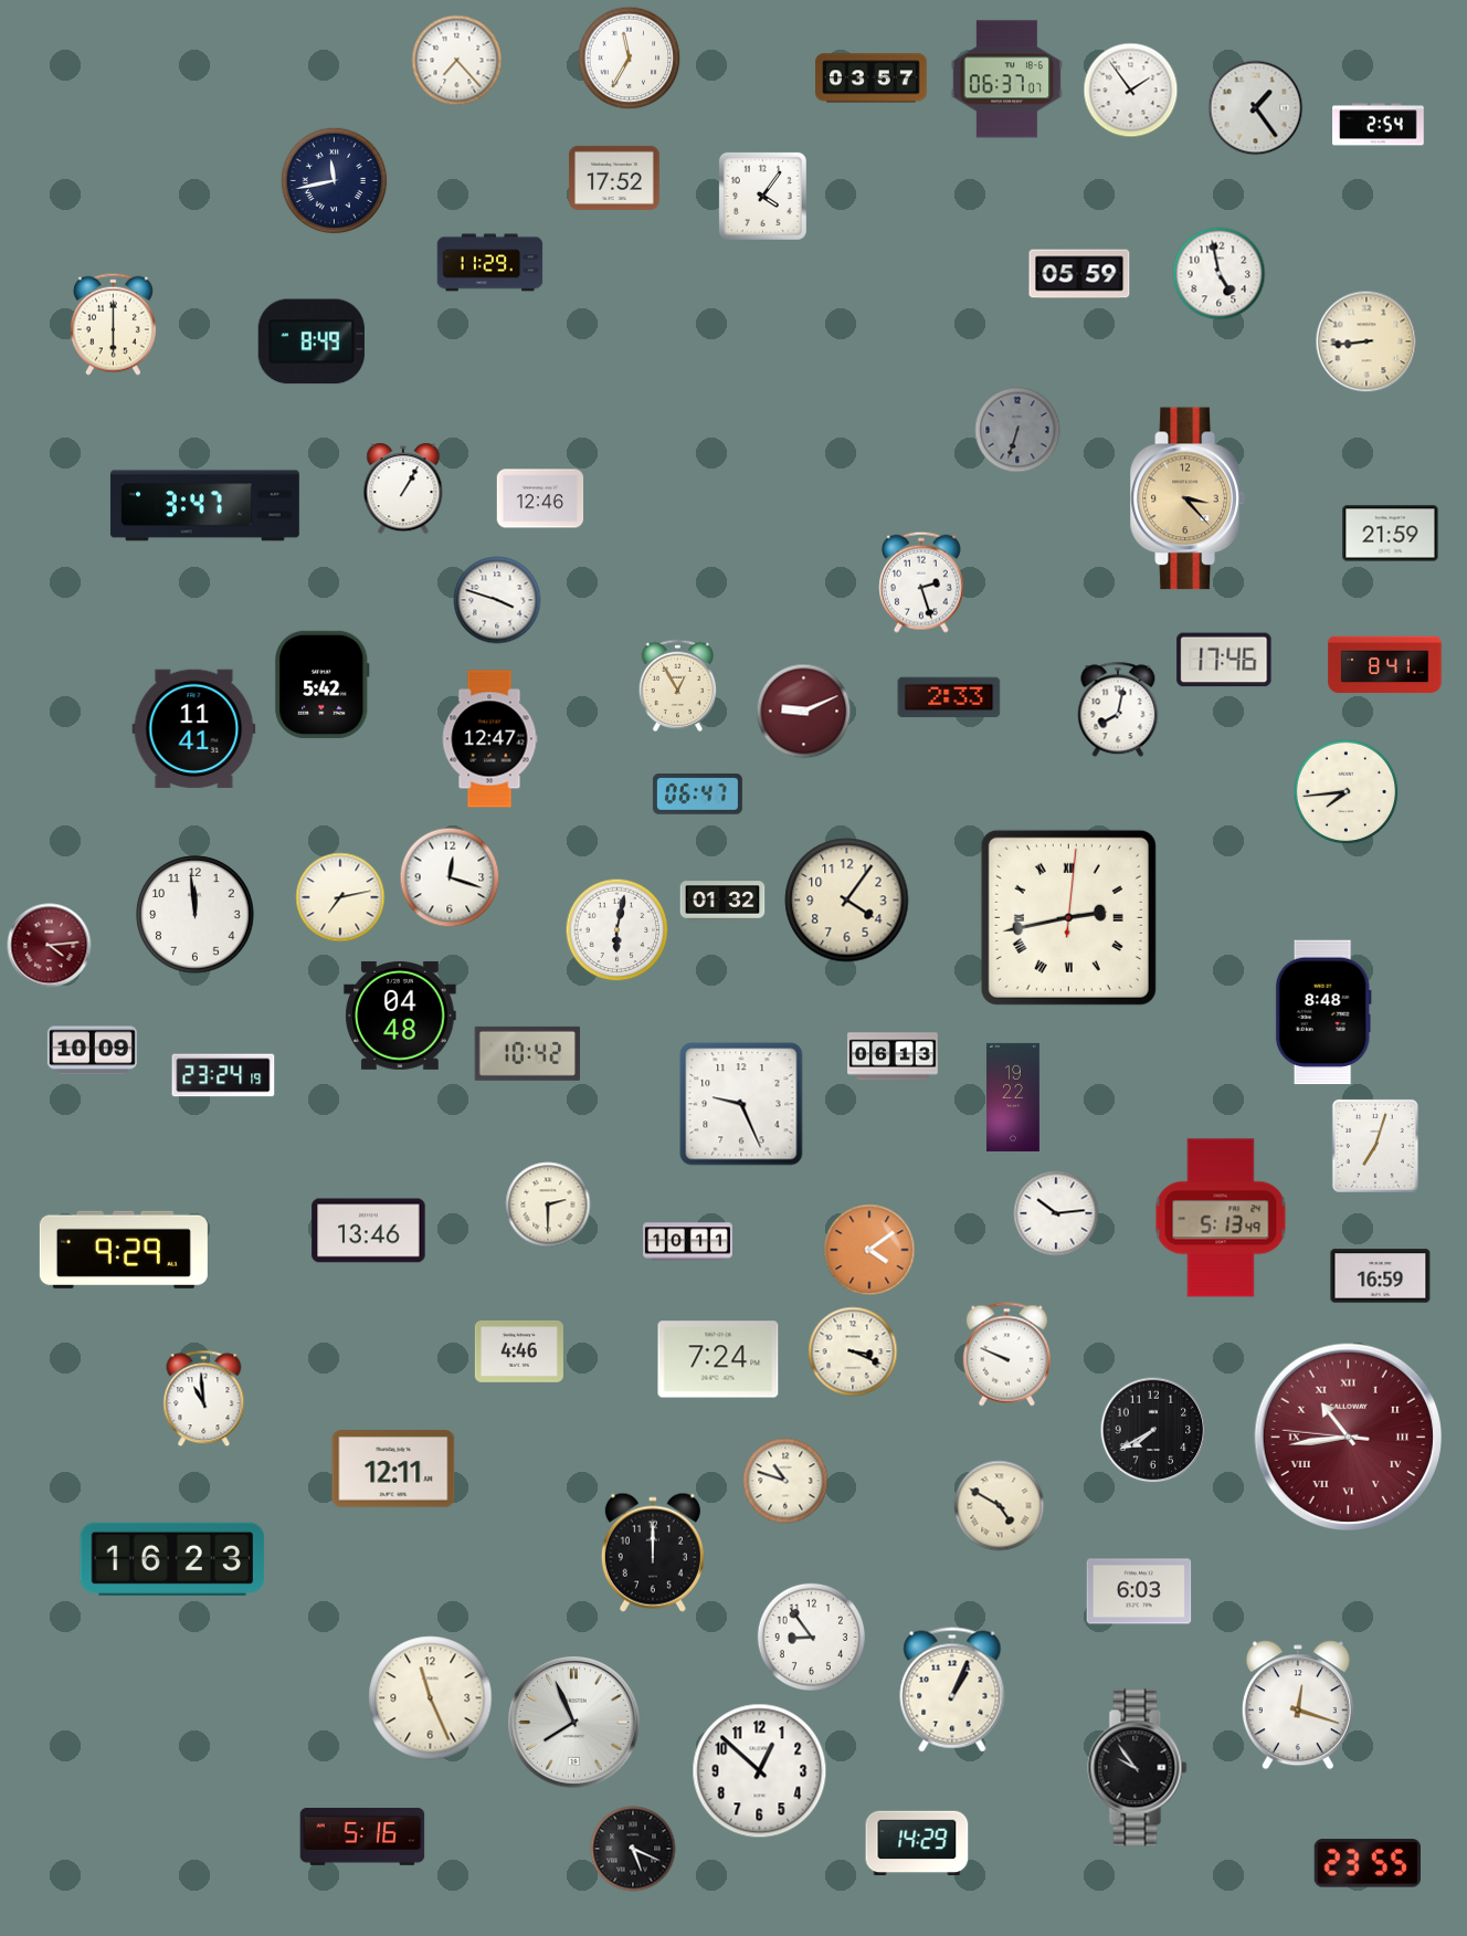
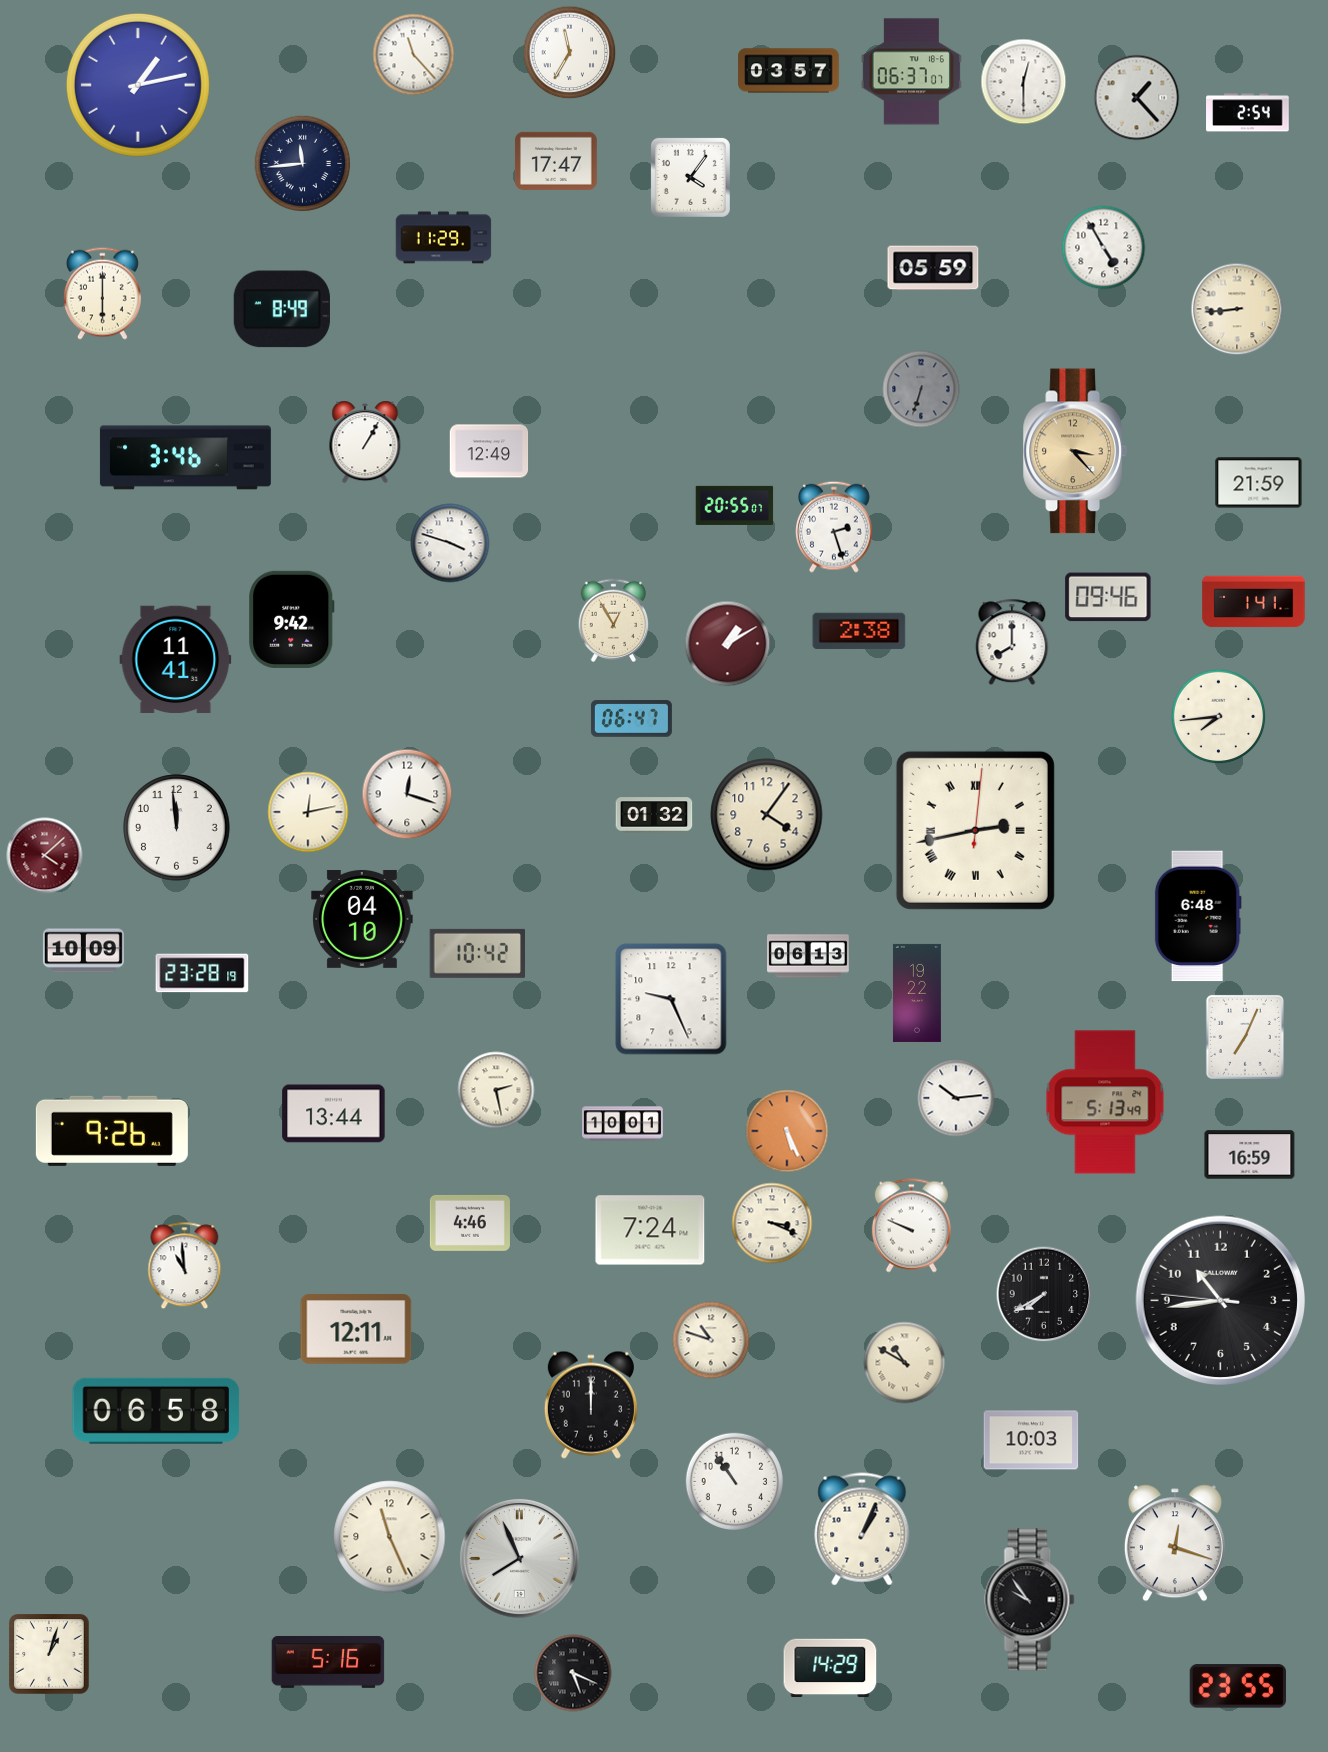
clock at (457, 61): 7:23 -> 11:23
clock at (1131, 91): 1:54 -> 12:30
clock at (138, 85): none -> 1:13
clock at (1256, 108): 1:24 -> 1:23
clock at (614, 178): 17:52 -> 17:47
clock at (335, 181): 11:43 -> 11:44
clock at (1079, 274) position: (1079, 274) -> (933, 268)
clock at (1220, 274): 4:58 -> 4:55
clock at (540, 498): 12:46 -> 12:49
clock at (204, 506): 3:47 -> 3:46
clock at (735, 505): none -> 20:55
clock at (1224, 660): 17:46 -> 09:46
clock at (1385, 665): 8:41 -> 1:41
clock at (323, 684): 5:42 -> 9:42
clock at (949, 697): 2:33 -> 2:38
clock at (1118, 709): 8:02 -> 8:00
clock at (804, 712): 9:11 -> 1:10
clock at (489, 739): 12:47 -> none
clock at (340, 897): 7:13 -> 12:13
clock at (1068, 917) position: (1068, 917) -> (975, 830)
clock at (618, 930): 6:02 -> none
clock at (50, 946): 4:14 -> 4:08
clock at (1323, 1012): 8:48 -> 6:48
clock at (400, 1016): 04:48 -> 04:10
clock at (223, 1075): 23:24 -> 23:28
clock at (1375, 1146): 7:03 -> 7:04
clock at (548, 1204): 2:30 -> 2:28
clock at (369, 1231): 13:46 -> 13:44
clock at (687, 1242): 10:11 -> 10:01
clock at (124, 1250): 9:29 -> 9:26
clock at (869, 1250): 4:09 -> 5:26
clock at (1348, 1437) dial: burgundy -> black
clock at (1348, 1437) numerals: Roman -> Arabic
clock at (1000, 1506): 4:50 -> 10:50
clock at (172, 1559): 16:23 -> 06:58
clock at (1139, 1591): 6:03 -> 10:03
clock at (811, 1637): 8:54 -> 10:54
clock at (760, 1771): 12:52 -> none
clock at (49, 1654): none -> 1:03
